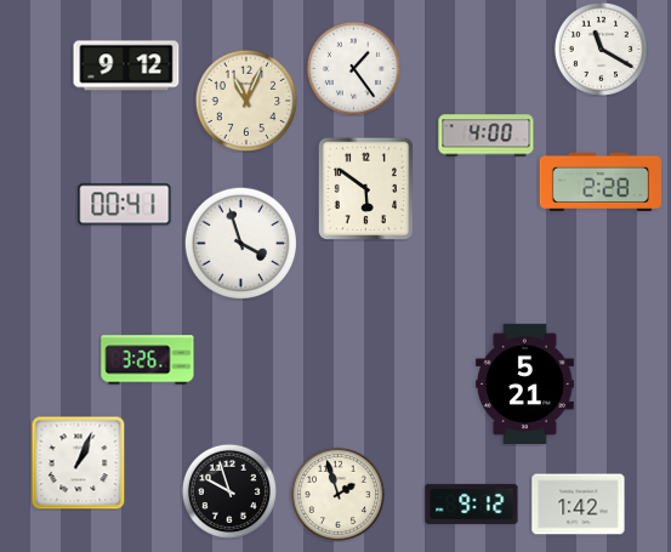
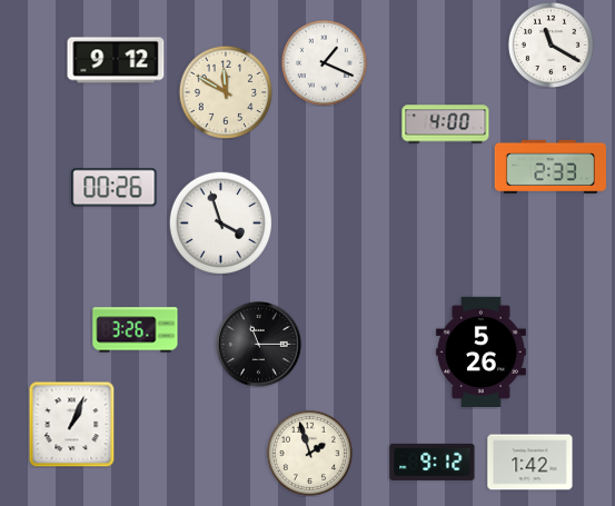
clock at (353, 68): 1:24 -> 1:19
clock at (246, 101): 11:04 -> 11:50
clock at (601, 182): 2:28 -> 2:33
clock at (365, 188): 5:51 -> none
clock at (125, 205): 00:41 -> 00:26
clock at (259, 345): none -> 11:15
clock at (524, 383): 5:21 -> 5:26
clock at (229, 491): 9:57 -> none
